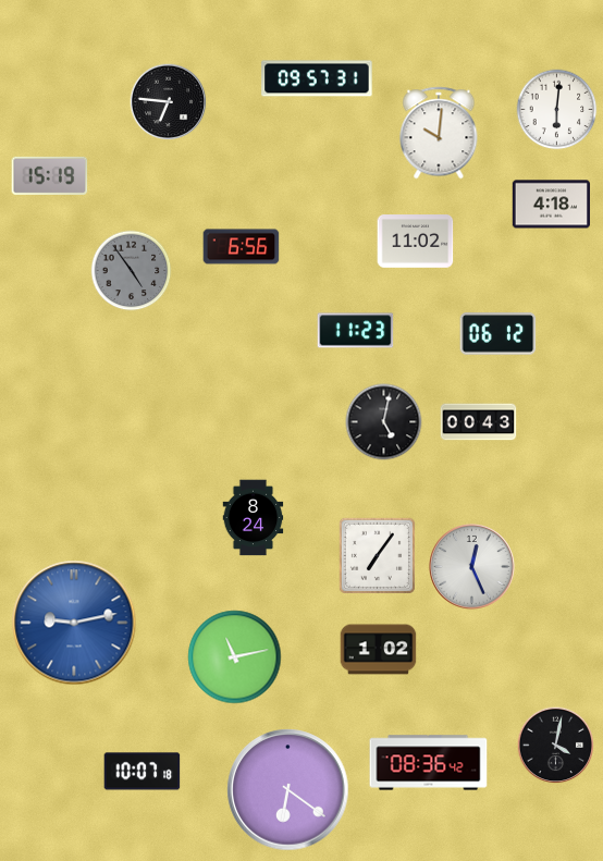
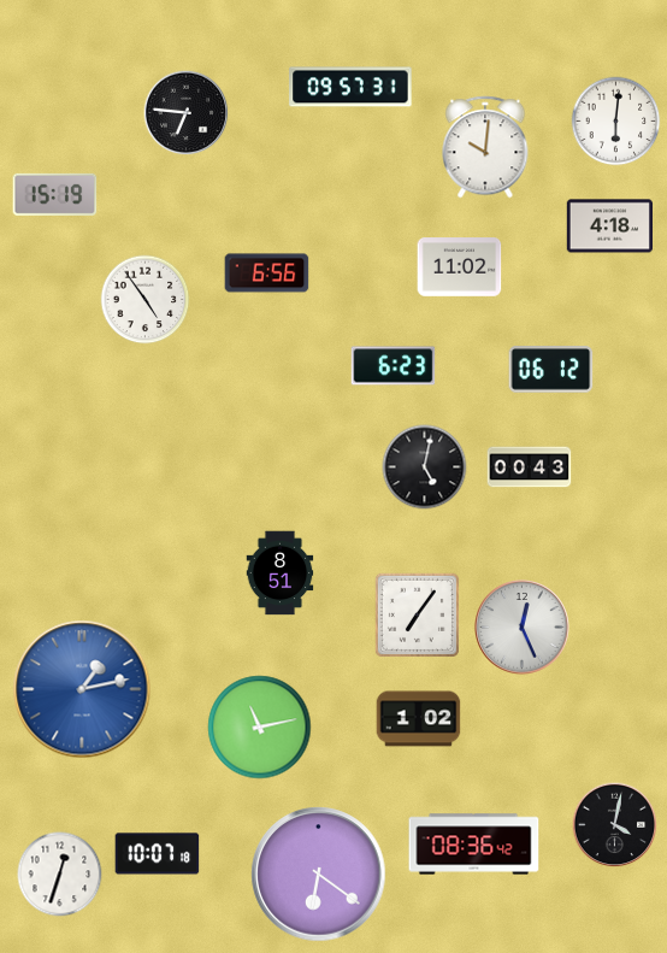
clock at (132, 271) dial: grey -> white
clock at (356, 331): 11:23 -> 6:23
clock at (254, 518): 8:24 -> 8:51
clock at (74, 623): 9:13 -> 1:13
clock at (60, 875): none -> 12:33
